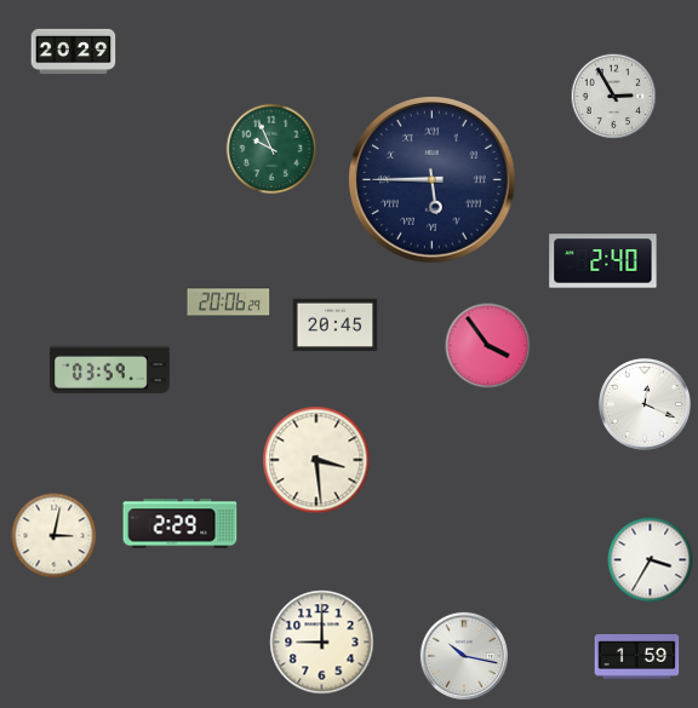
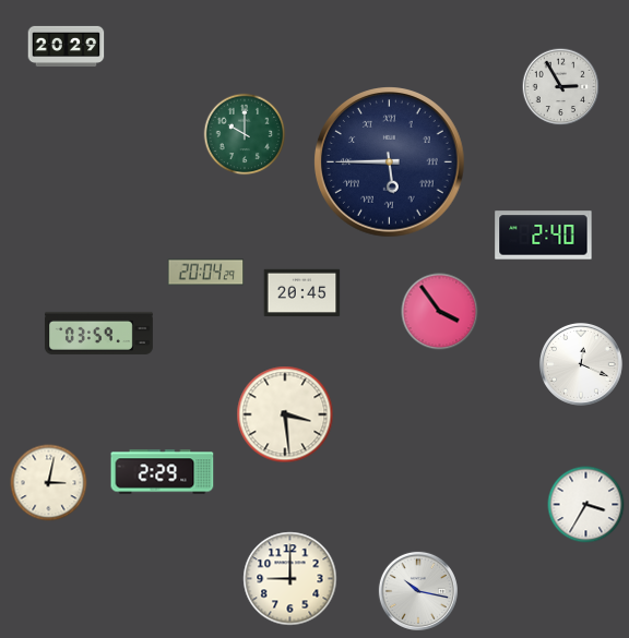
clock at (614, 97) position: (614, 97) -> (561, 87)
clock at (271, 149): 9:56 -> 10:00
clock at (229, 303): 20:06 -> 20:04
clock at (637, 656): 1:59 -> none
